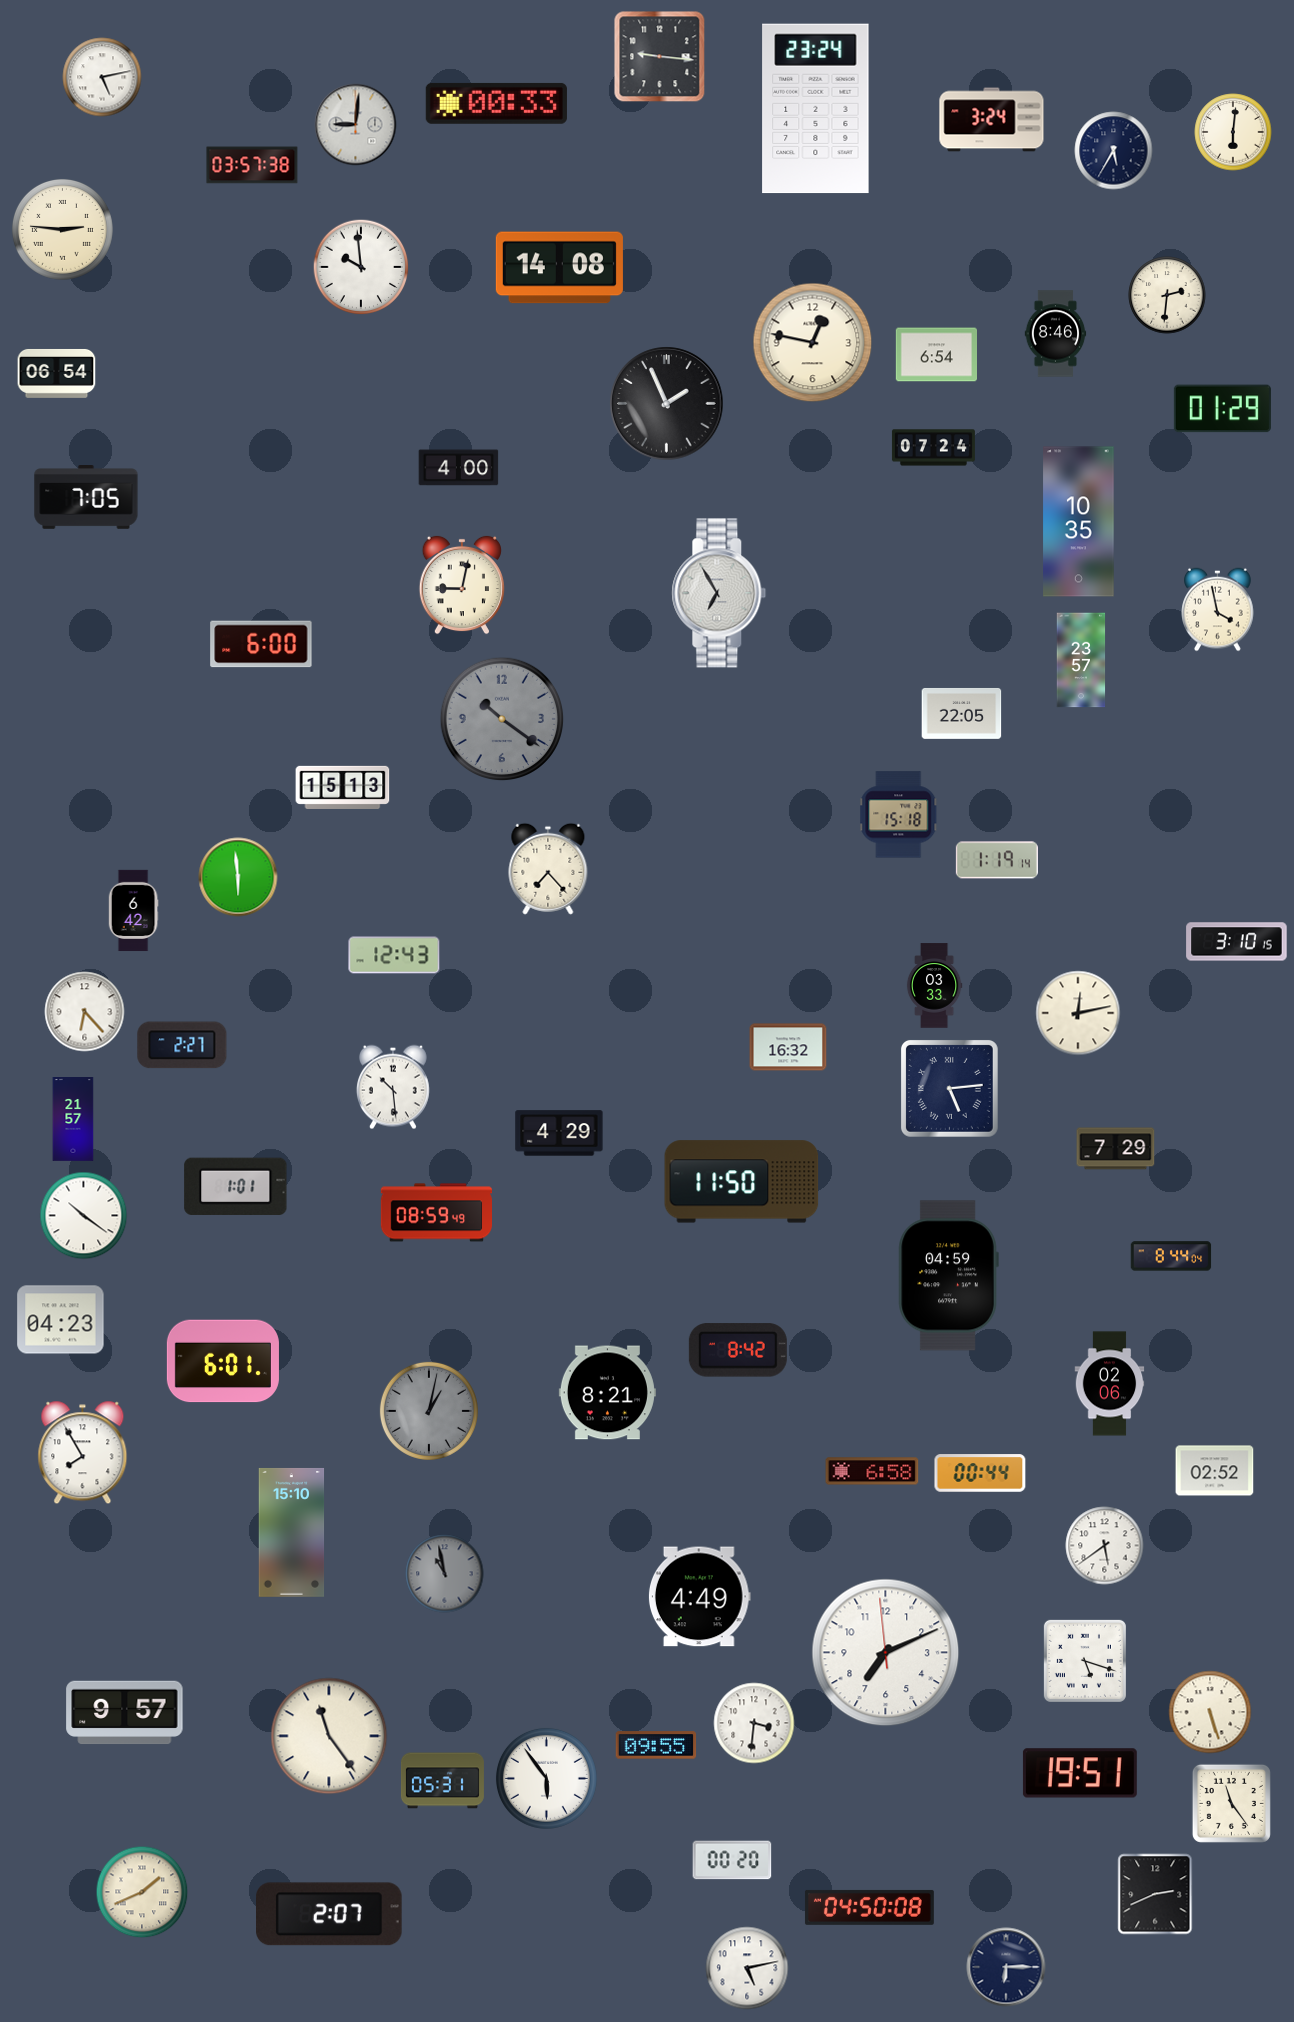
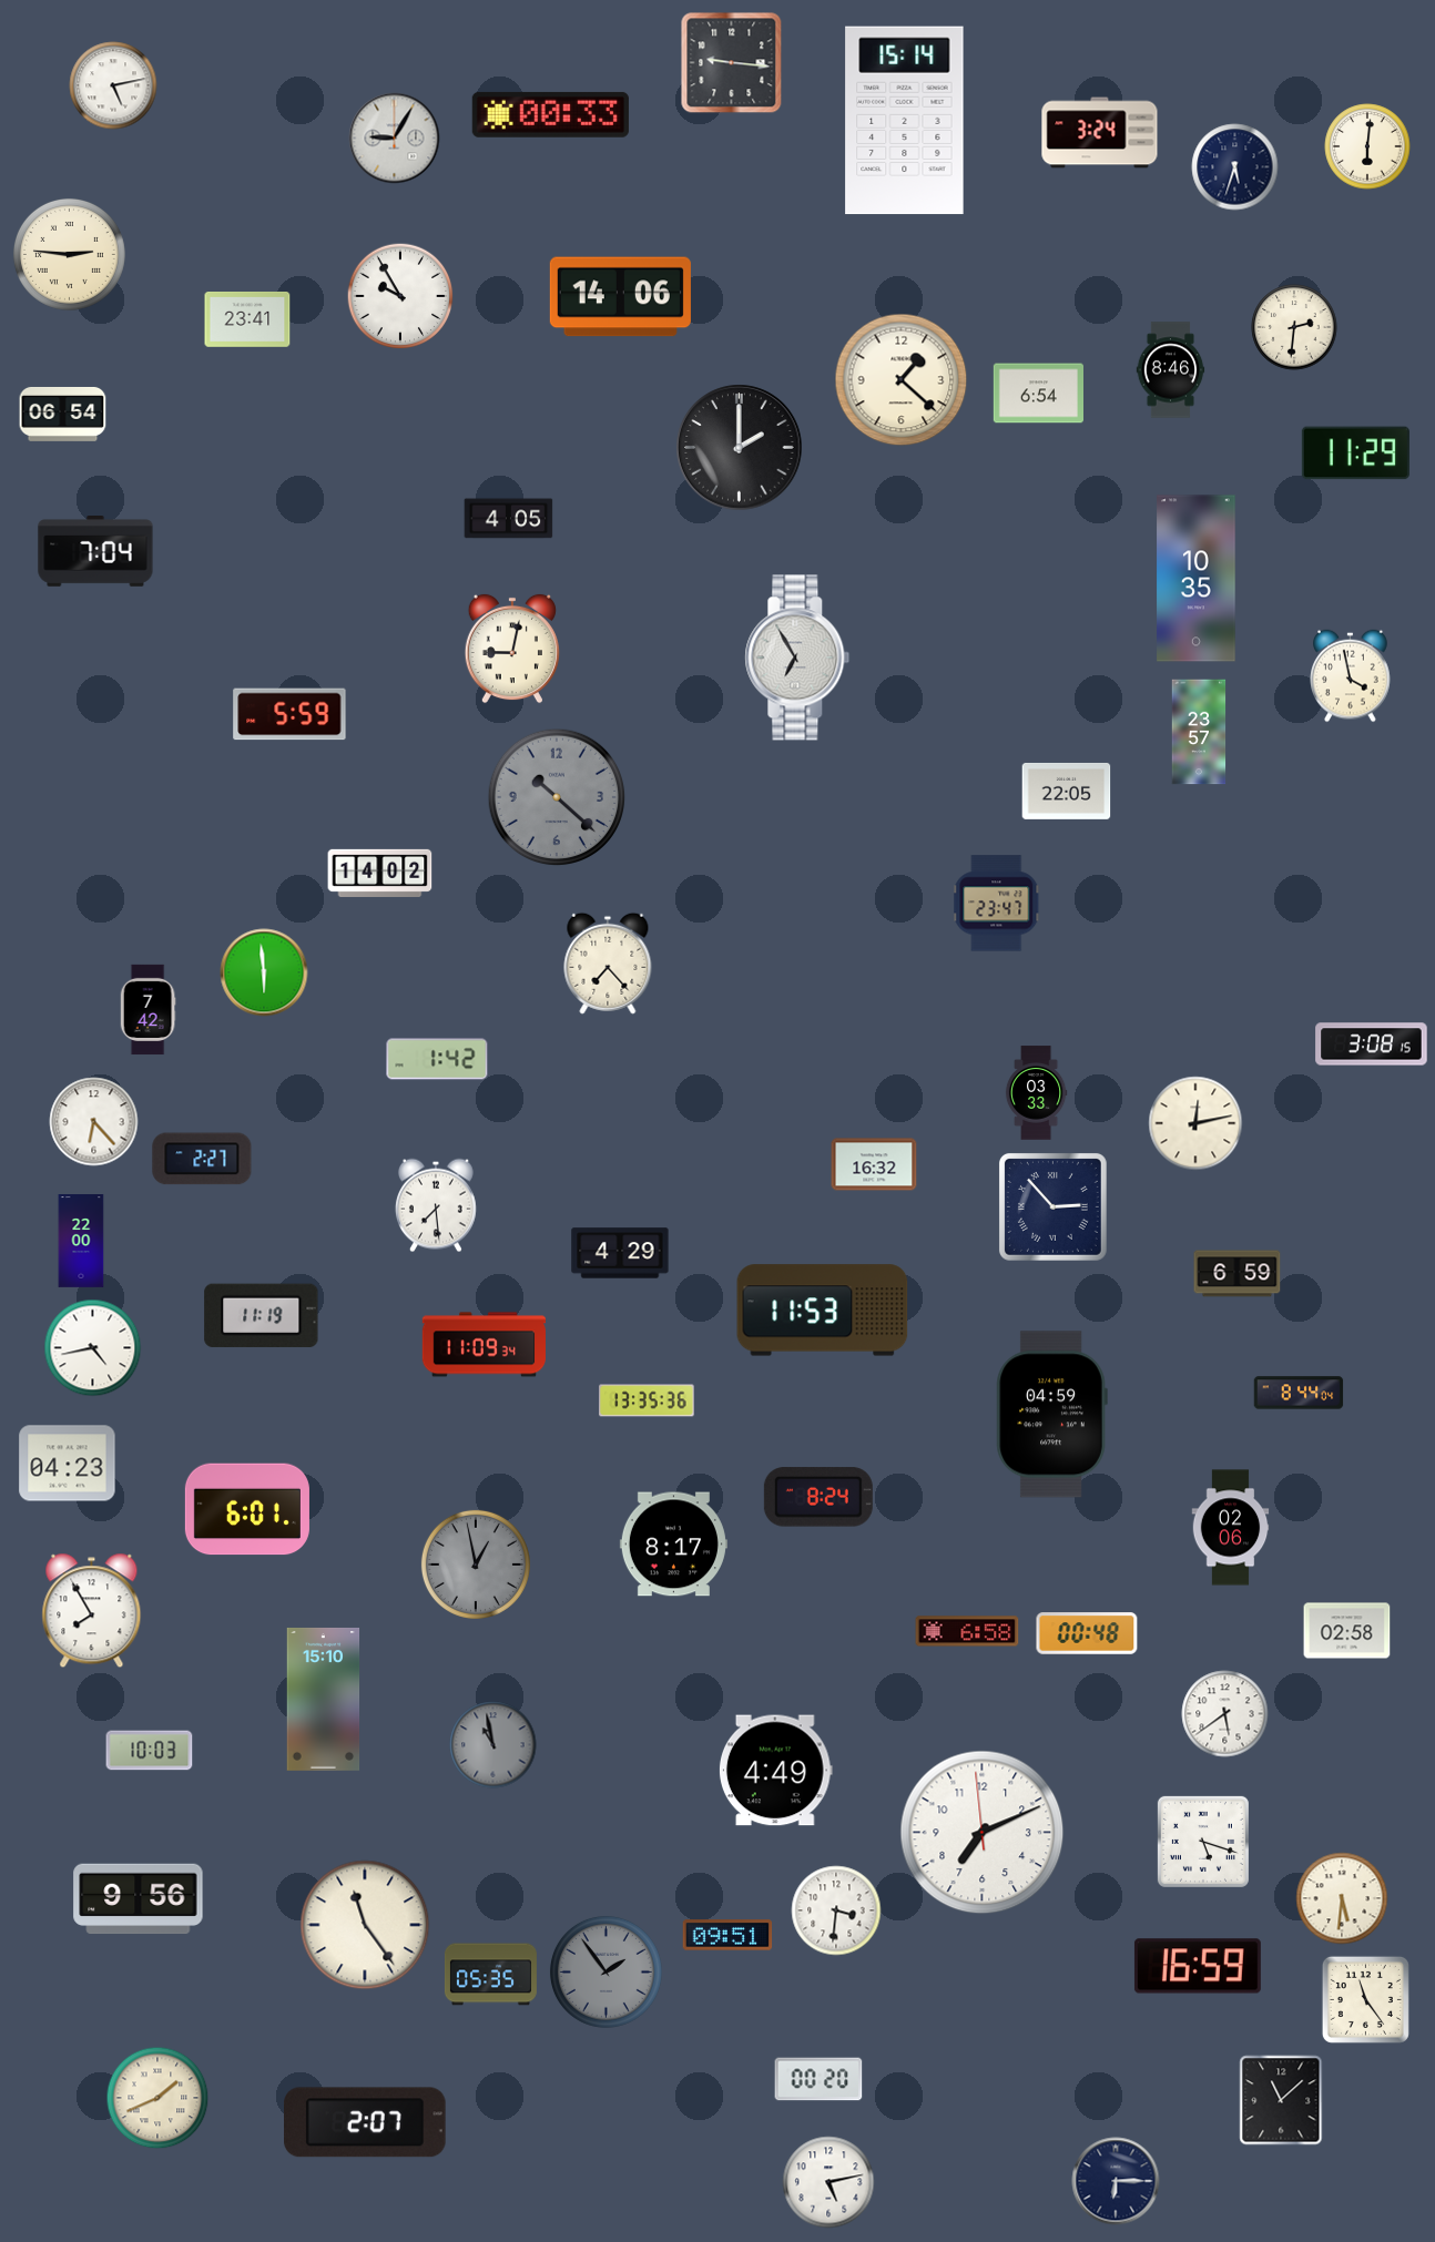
clock at (816, 109): 23:24 -> 15:14
clock at (356, 125): 9:01 -> 9:05
clock at (1114, 151): 5:35 -> 5:33
clock at (252, 165): 03:57 -> none
clock at (361, 267): 9:59 -> 9:55
clock at (559, 268): 14:08 -> 14:06
clock at (247, 320): none -> 23:41
clock at (813, 343): 12:47 -> 1:22
clock at (667, 404): 1:56 -> 2:00
clock at (1222, 409): 01:29 -> 11:29
clock at (933, 448): 07:24 -> none
clock at (459, 468): 4:00 -> 4:05
clock at (86, 497): 7:05 -> 7:04
clock at (261, 644): 6:00 -> 5:59
clock at (502, 719): 10:21 -> 10:22
clock at (343, 787): 15:13 -> 14:02
clock at (899, 815): 15:18 -> 23:47
clock at (997, 860): 1:19 -> none
clock at (133, 911): 6:42 -> 7:42
clock at (1237, 942): 3:10 -> 3:08
clock at (394, 955): 12:43 -> 1:42
clock at (788, 1047) position: (788, 1047) -> (874, 1164)
clock at (393, 1087): 10:29 -> 7:29
clock at (949, 1088): 5:14 -> 2:53
clock at (73, 1120): 21:57 -> 22:00
clock at (559, 1133) position: (559, 1133) -> (620, 1253)
clock at (1116, 1149): 7:29 -> 6:59
clock at (742, 1182): 11:50 -> 11:53
clock at (236, 1186): 1:01 -> 11:19
clock at (436, 1213): 08:59 -> 11:09
clock at (84, 1216): 10:21 -> 4:43
clock at (647, 1400): none -> 13:35
clock at (738, 1350): 8:42 -> 8:24
clock at (1110, 1384) position: (1110, 1384) -> (1231, 1528)
clock at (607, 1393): 8:21 -> 8:17
clock at (429, 1411): 1:02 -> 12:58
clock at (1215, 1471): 02:52 -> 02:58
clock at (980, 1473): 00:44 -> 00:48
clock at (150, 1751): none -> 10:03
clock at (1210, 1712): 5:27 -> 5:31
clock at (125, 1713): 9:57 -> 9:56
clock at (656, 1745): 09:55 -> 09:51
clock at (1080, 1773): 19:51 -> 16:59
clock at (546, 1778): 5:54 -> 1:54
clock at (546, 1778) dial: white -> grey
clock at (442, 1781): 05:31 -> 05:35
clock at (732, 1860) position: (732, 1860) -> (818, 2079)
clock at (1155, 1894): 2:41 -> 11:08
clock at (869, 1907): 04:50 -> none
